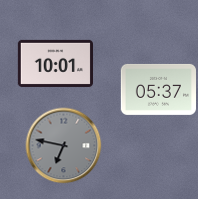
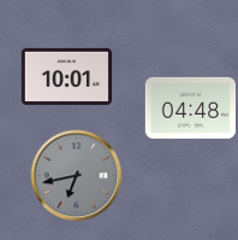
clock at (158, 89): 05:37 -> 04:48
clock at (64, 146): 6:47 -> 6:43
